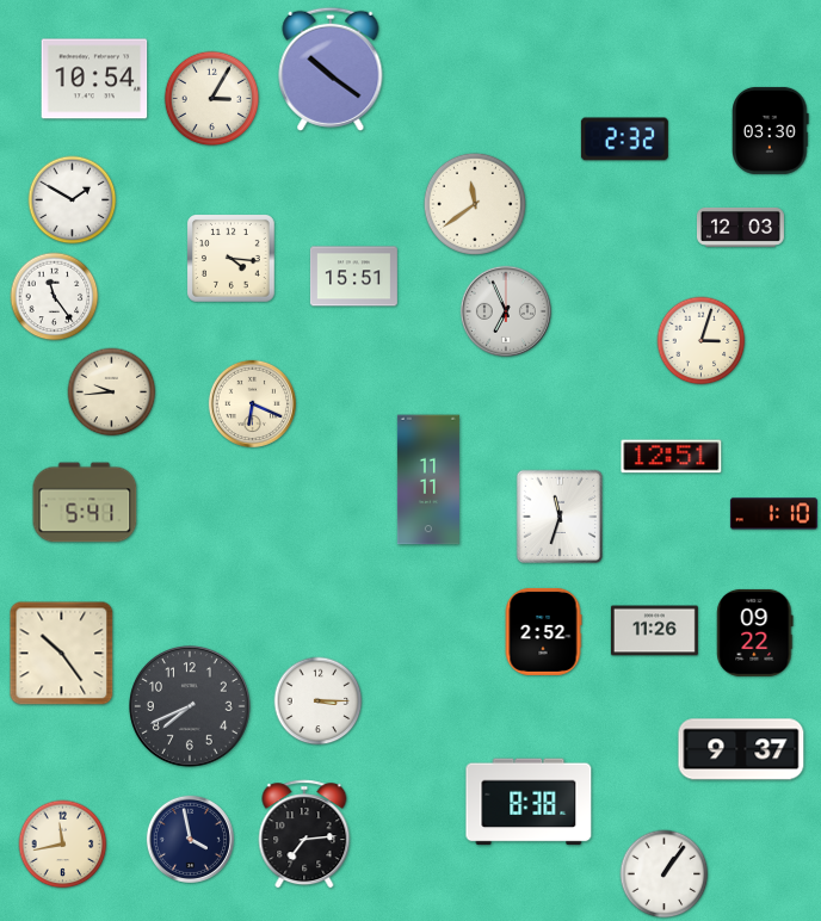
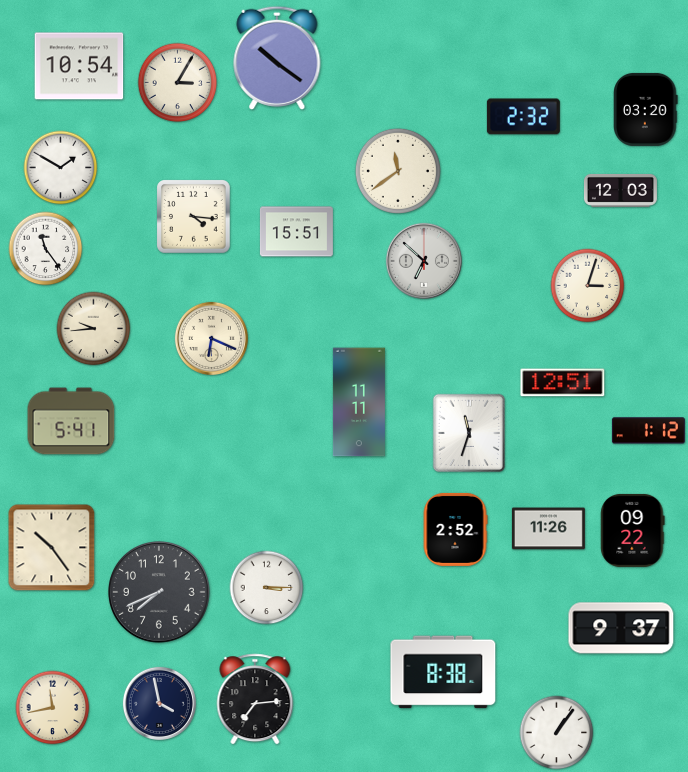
clock at (771, 130): 03:30 -> 03:20
clock at (506, 311): 6:56 -> 6:52
clock at (773, 514): 1:10 -> 1:12
